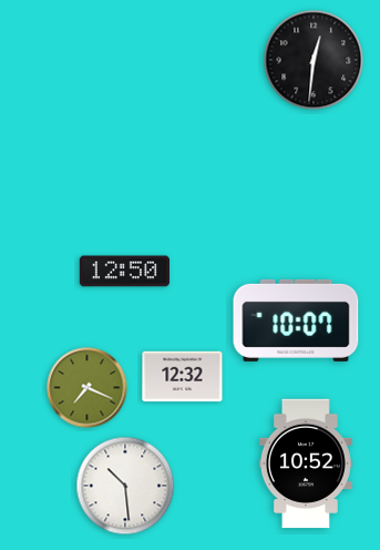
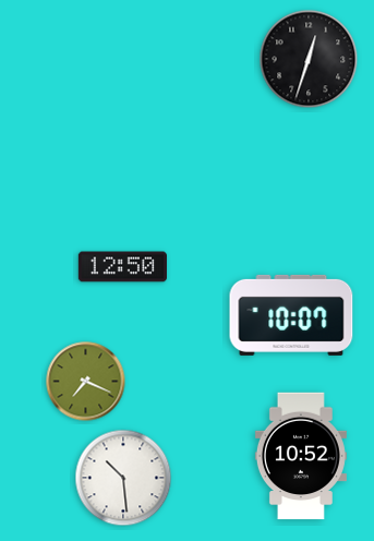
clock at (314, 60): 12:31 -> 12:33
clock at (183, 377): 12:32 -> none
